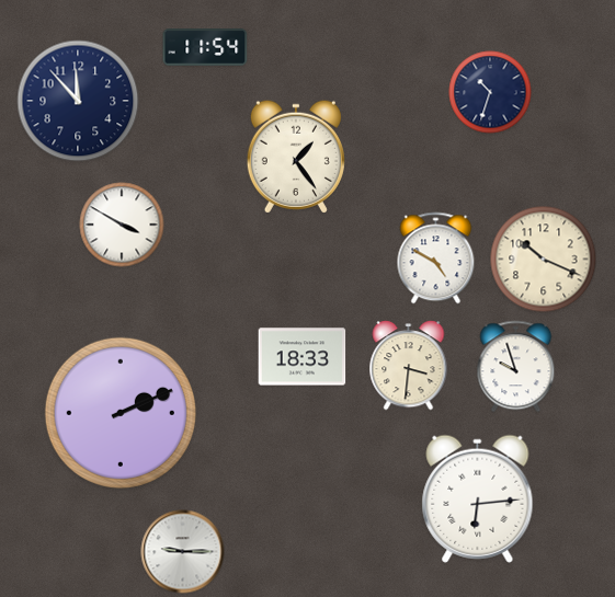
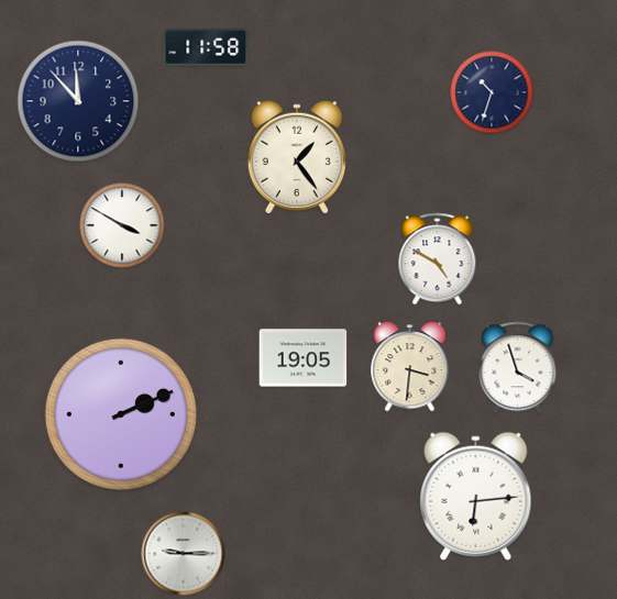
clock at (205, 48): 11:54 -> 11:58
clock at (544, 260): 10:19 -> none
clock at (303, 357): 18:33 -> 19:05
clock at (516, 367): 9:57 -> 3:57
clock at (478, 498) position: (478, 498) -> (476, 496)
